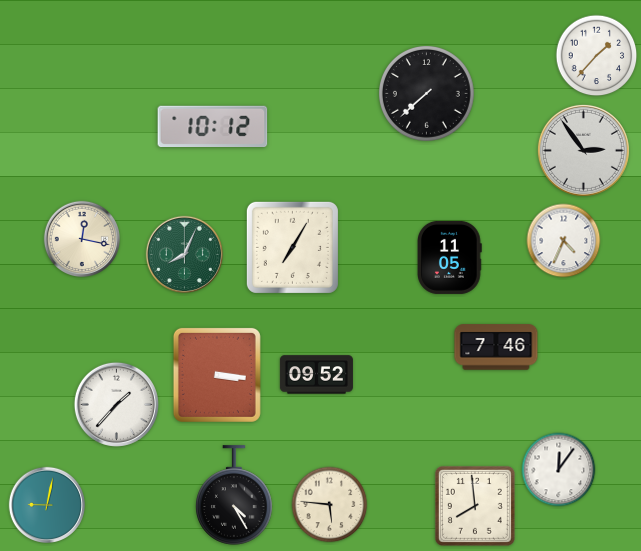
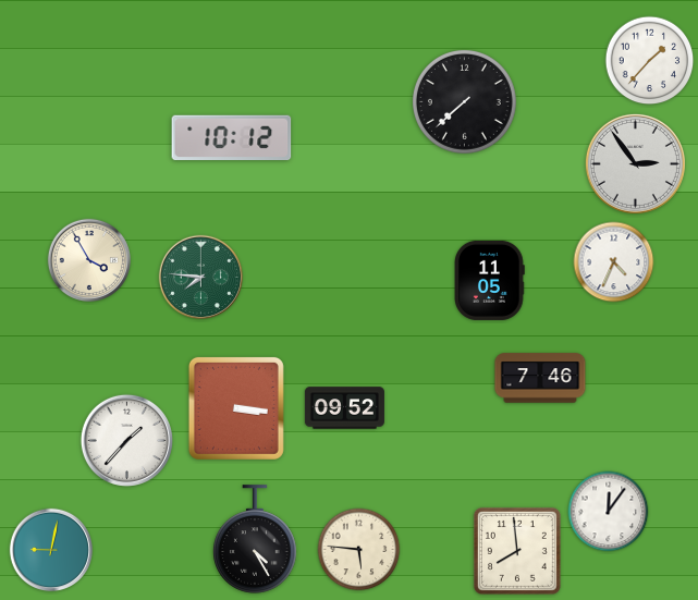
clock at (81, 238): 12:17 -> 3:55
clock at (292, 247): 7:05 -> none
clock at (184, 254): 8:04 -> 7:46
